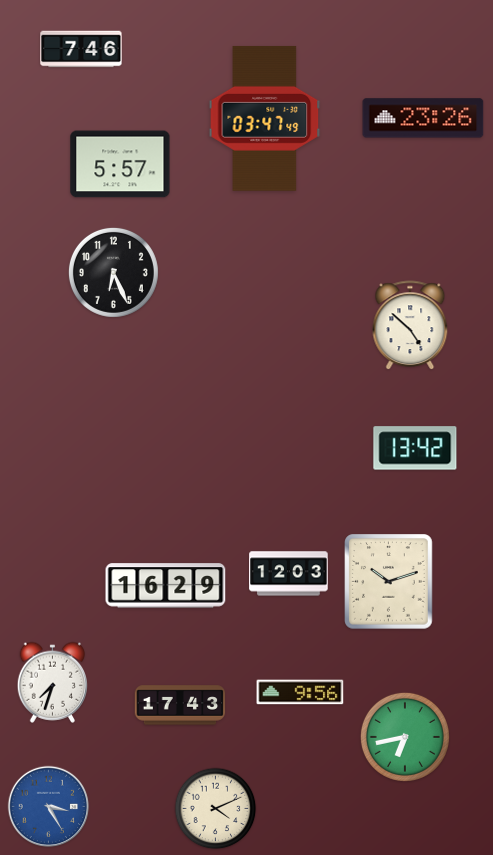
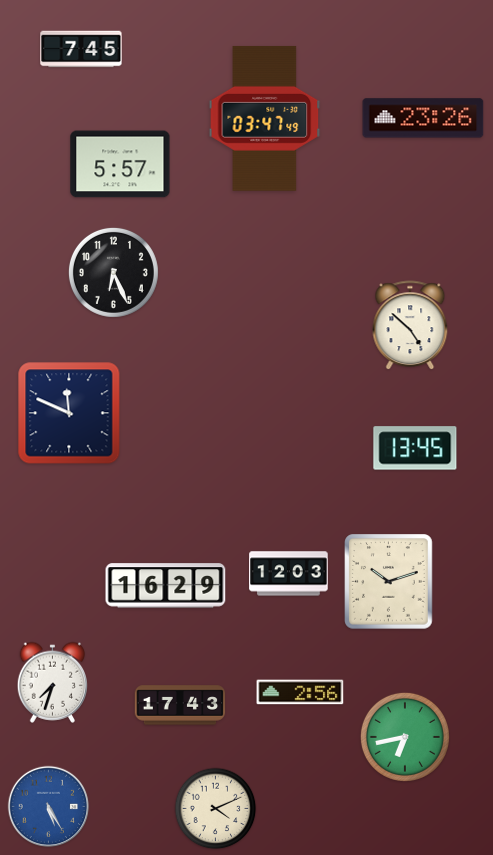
clock at (81, 49): 7:46 -> 7:45
clock at (69, 413): none -> 11:49
clock at (415, 448): 13:42 -> 13:45
clock at (300, 692): 9:56 -> 2:56
clock at (49, 807): 3:25 -> 5:25
